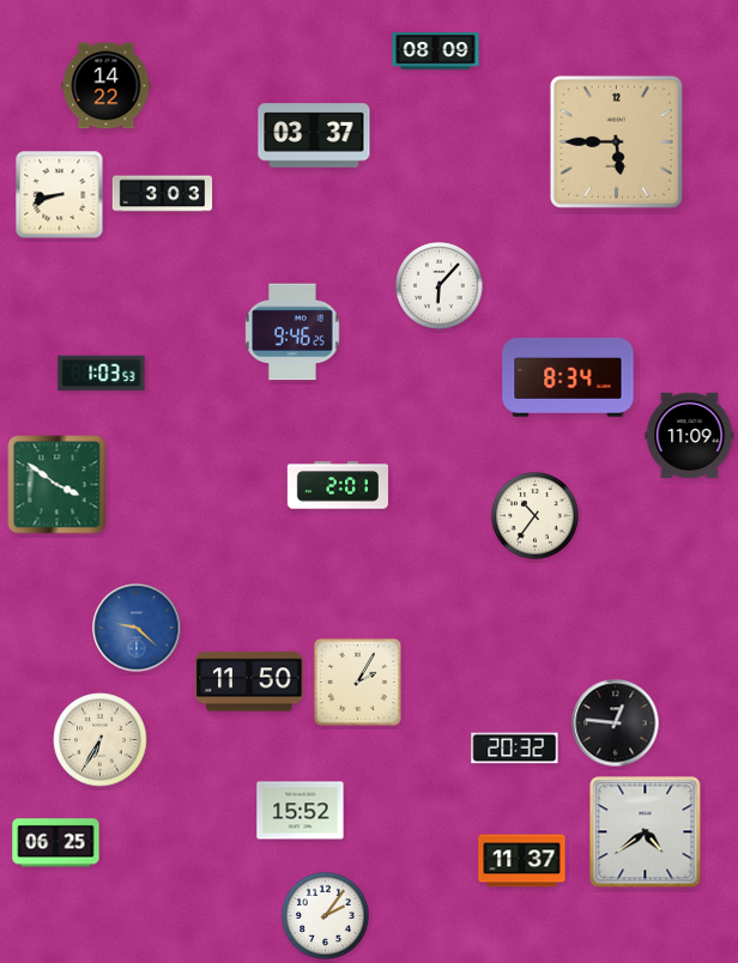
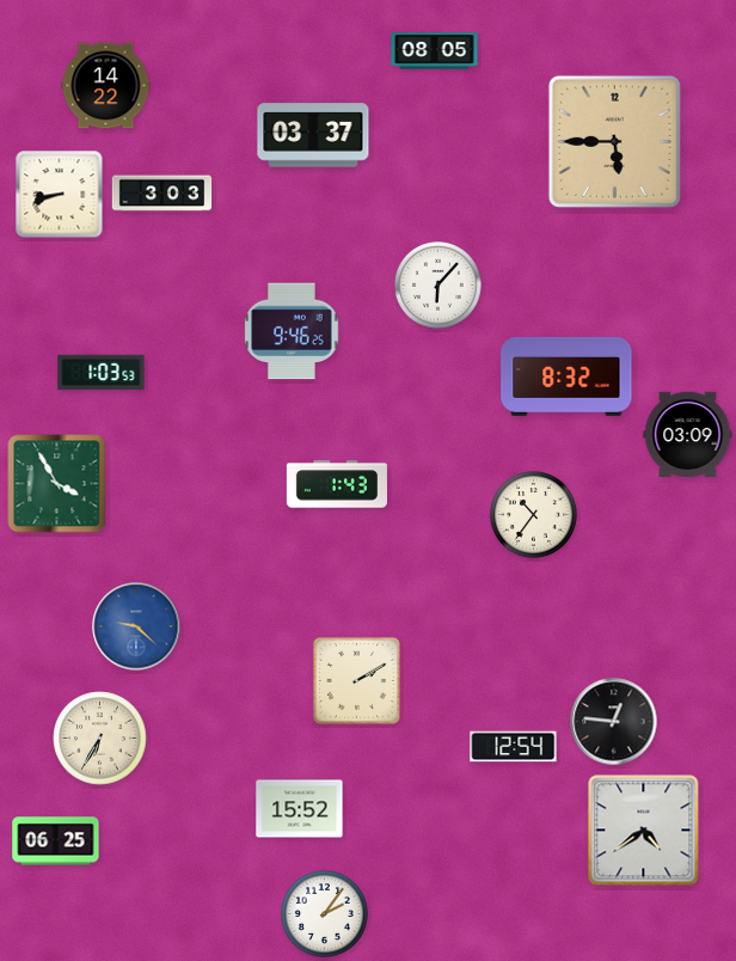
clock at (436, 52): 08:09 -> 08:05
clock at (568, 377): 8:34 -> 8:32
clock at (690, 435): 11:09 -> 03:09
clock at (58, 485): 3:51 -> 3:55
clock at (338, 485): 2:01 -> 1:43
clock at (249, 682): 11:50 -> none
clock at (357, 682): 2:05 -> 2:10
clock at (515, 749): 20:32 -> 12:54
clock at (522, 861): 11:37 -> none
